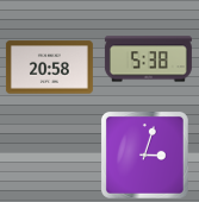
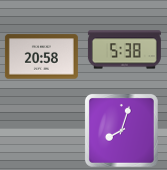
clock at (145, 156): 3:03 -> 8:03
